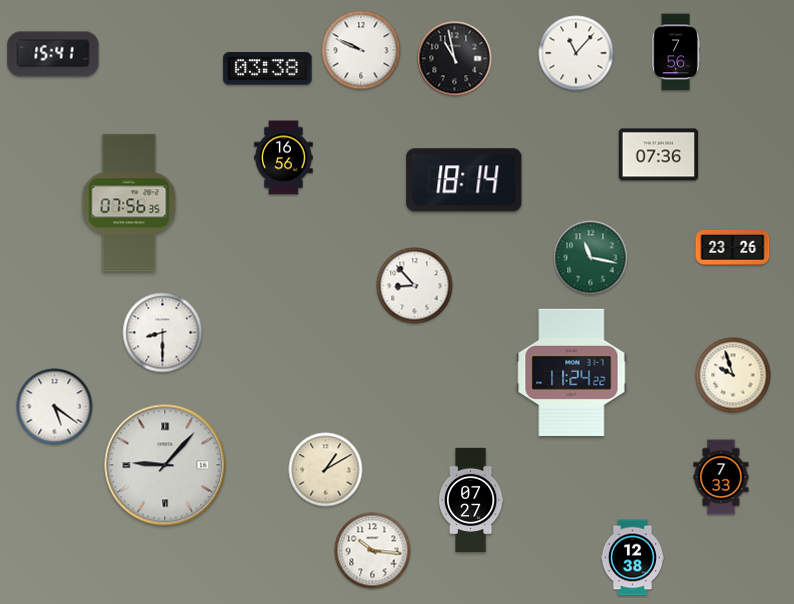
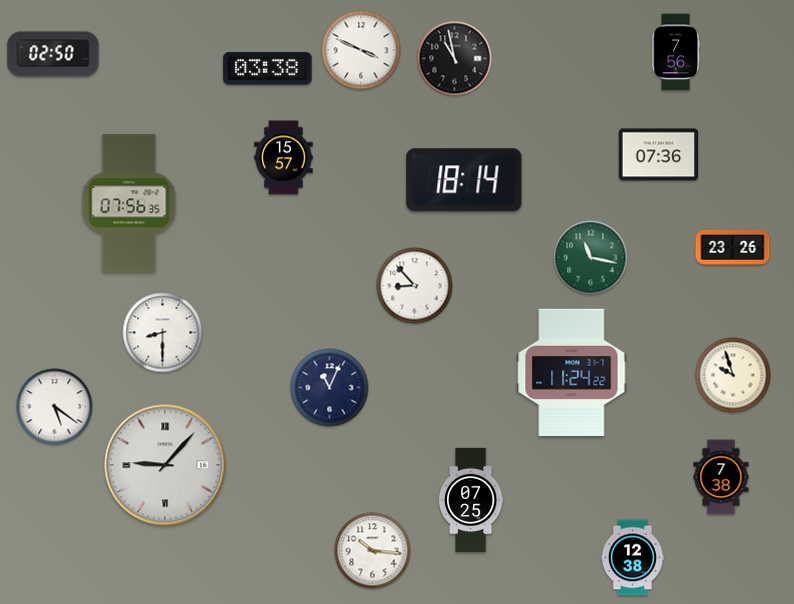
clock at (361, 50): 9:49 -> 3:49
clock at (576, 53): 11:07 -> none
clock at (53, 54): 15:41 -> 02:50
clock at (284, 158): 16:56 -> 15:57
clock at (330, 388): none -> 11:04
clock at (326, 470): 1:10 -> none
clock at (721, 477): 7:33 -> 7:38
clock at (471, 500): 07:27 -> 07:25
